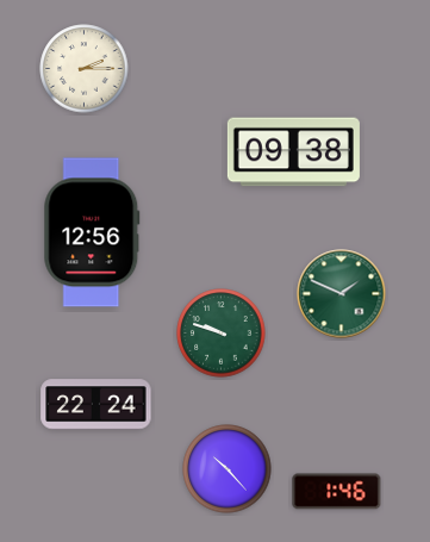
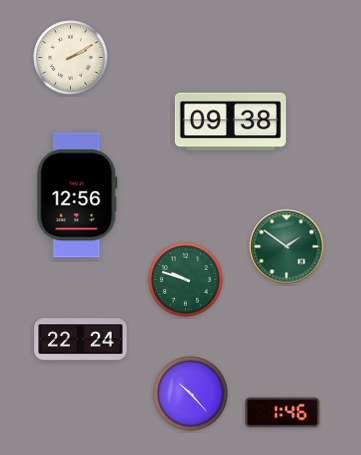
clock at (85, 69): 2:15 -> 2:10
clock at (293, 152) position: (293, 152) -> (230, 122)
clock at (342, 294): 1:49 -> 1:51
